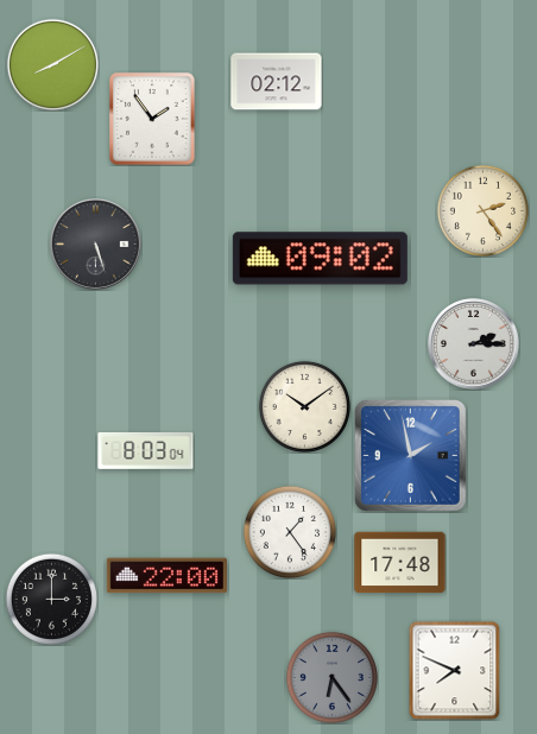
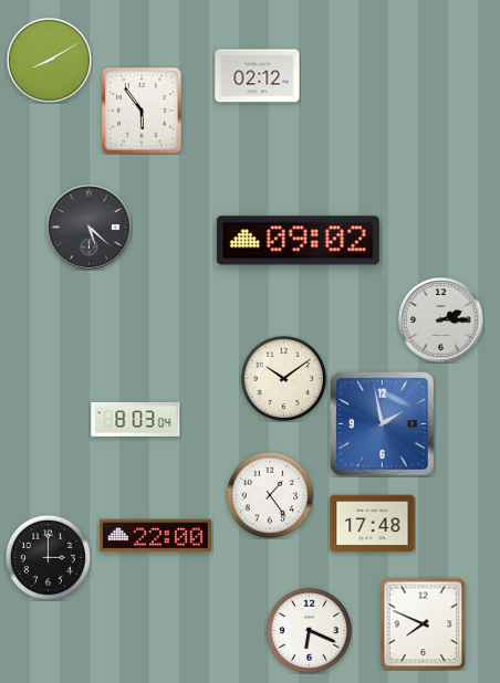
clock at (152, 119): 1:54 -> 5:54
clock at (482, 210): 2:24 -> none
clock at (96, 245): 5:27 -> 5:22
clock at (331, 677): 6:24 -> 6:19
clock at (331, 677) dial: grey -> white
